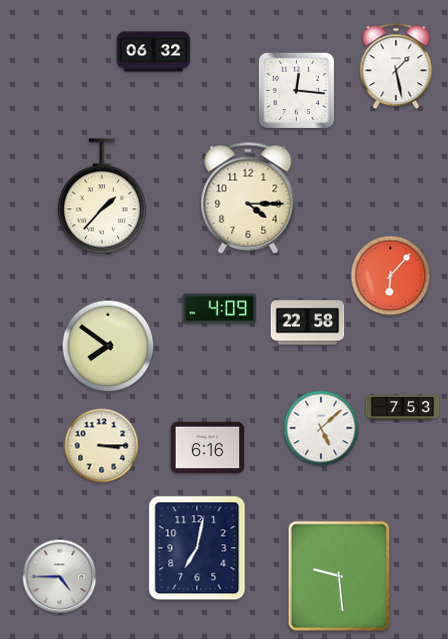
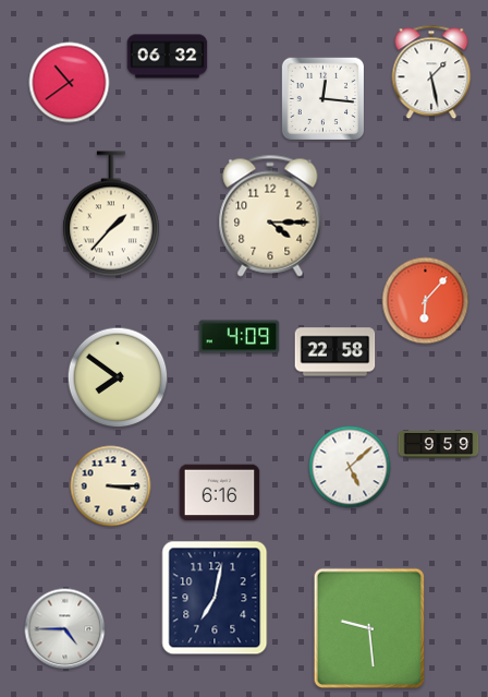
clock at (70, 83): none -> 10:39
clock at (403, 408): 7:53 -> 9:59
clock at (208, 448) position: (208, 448) -> (220, 493)
